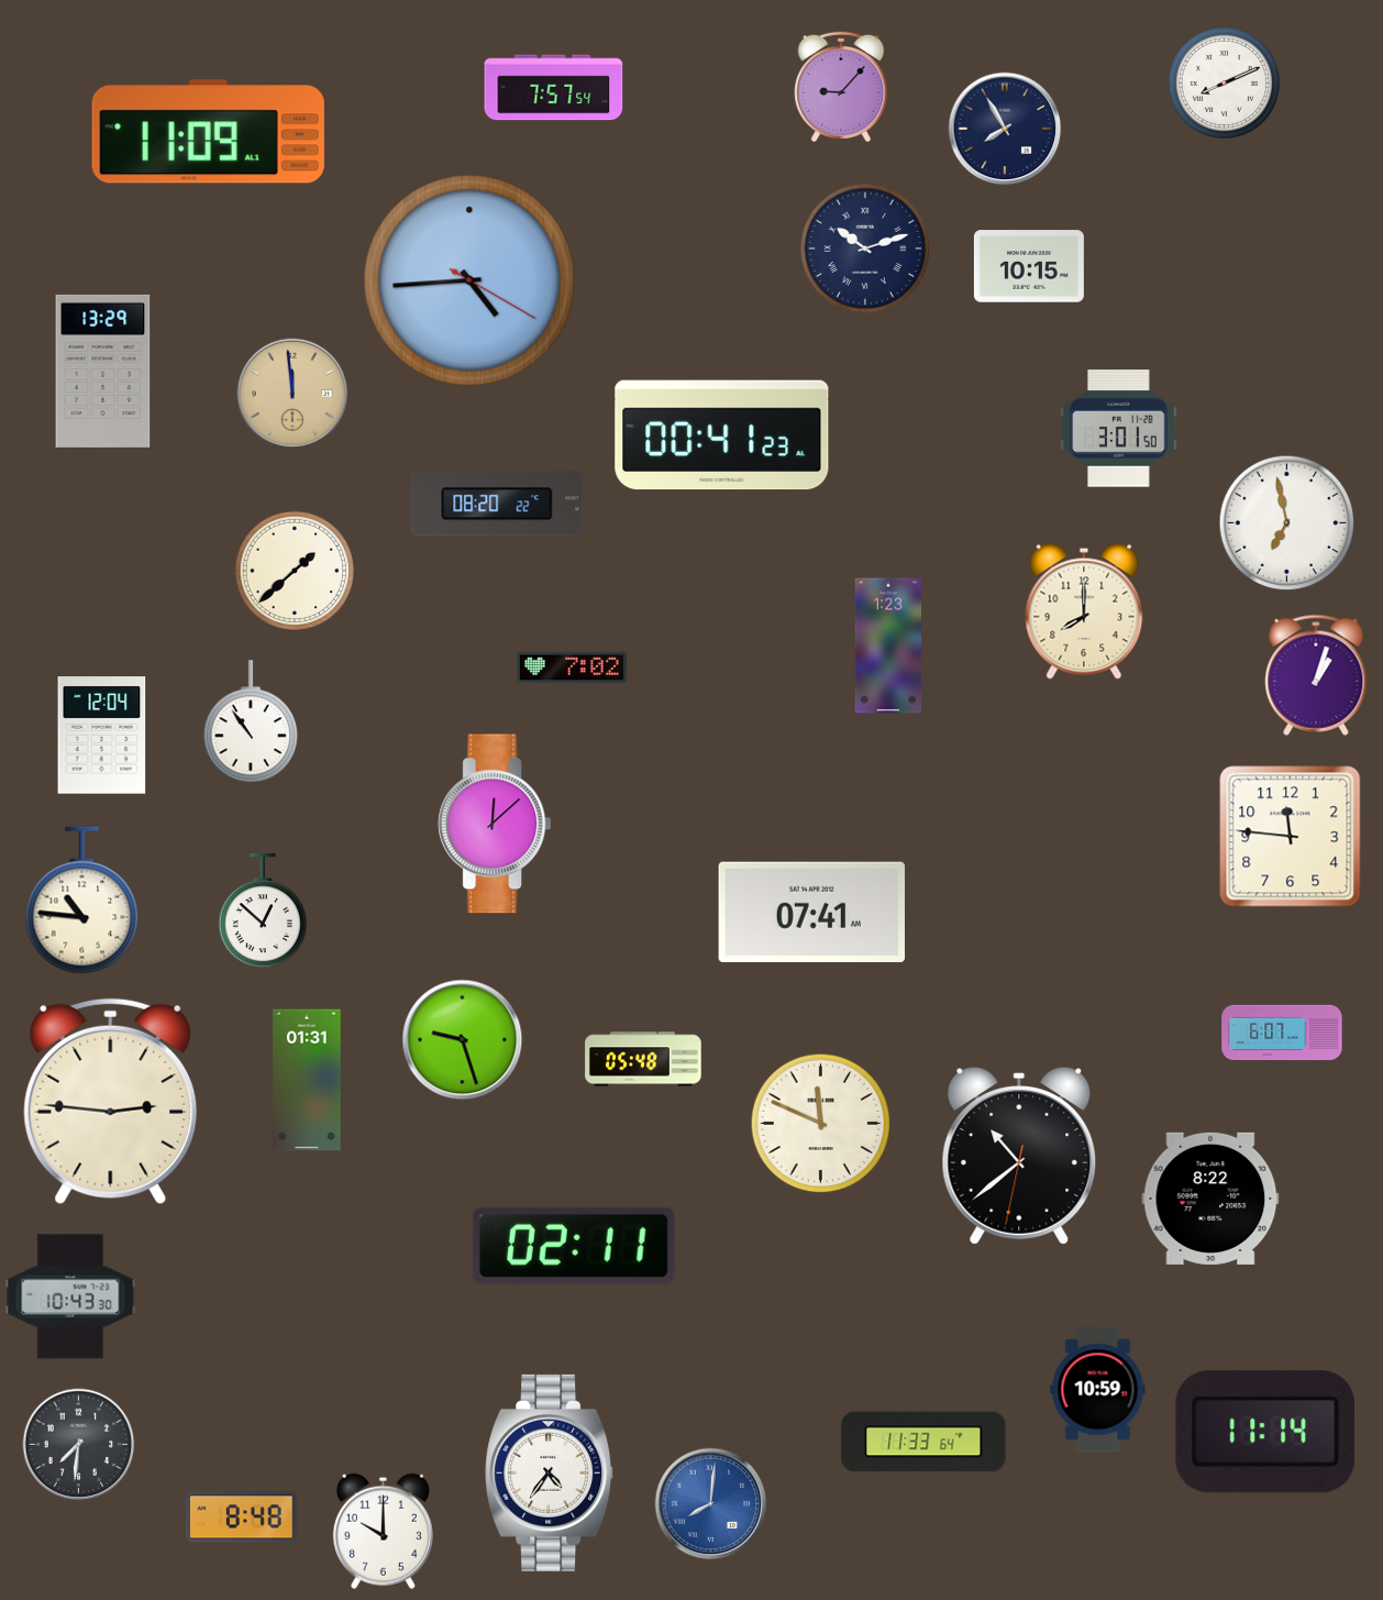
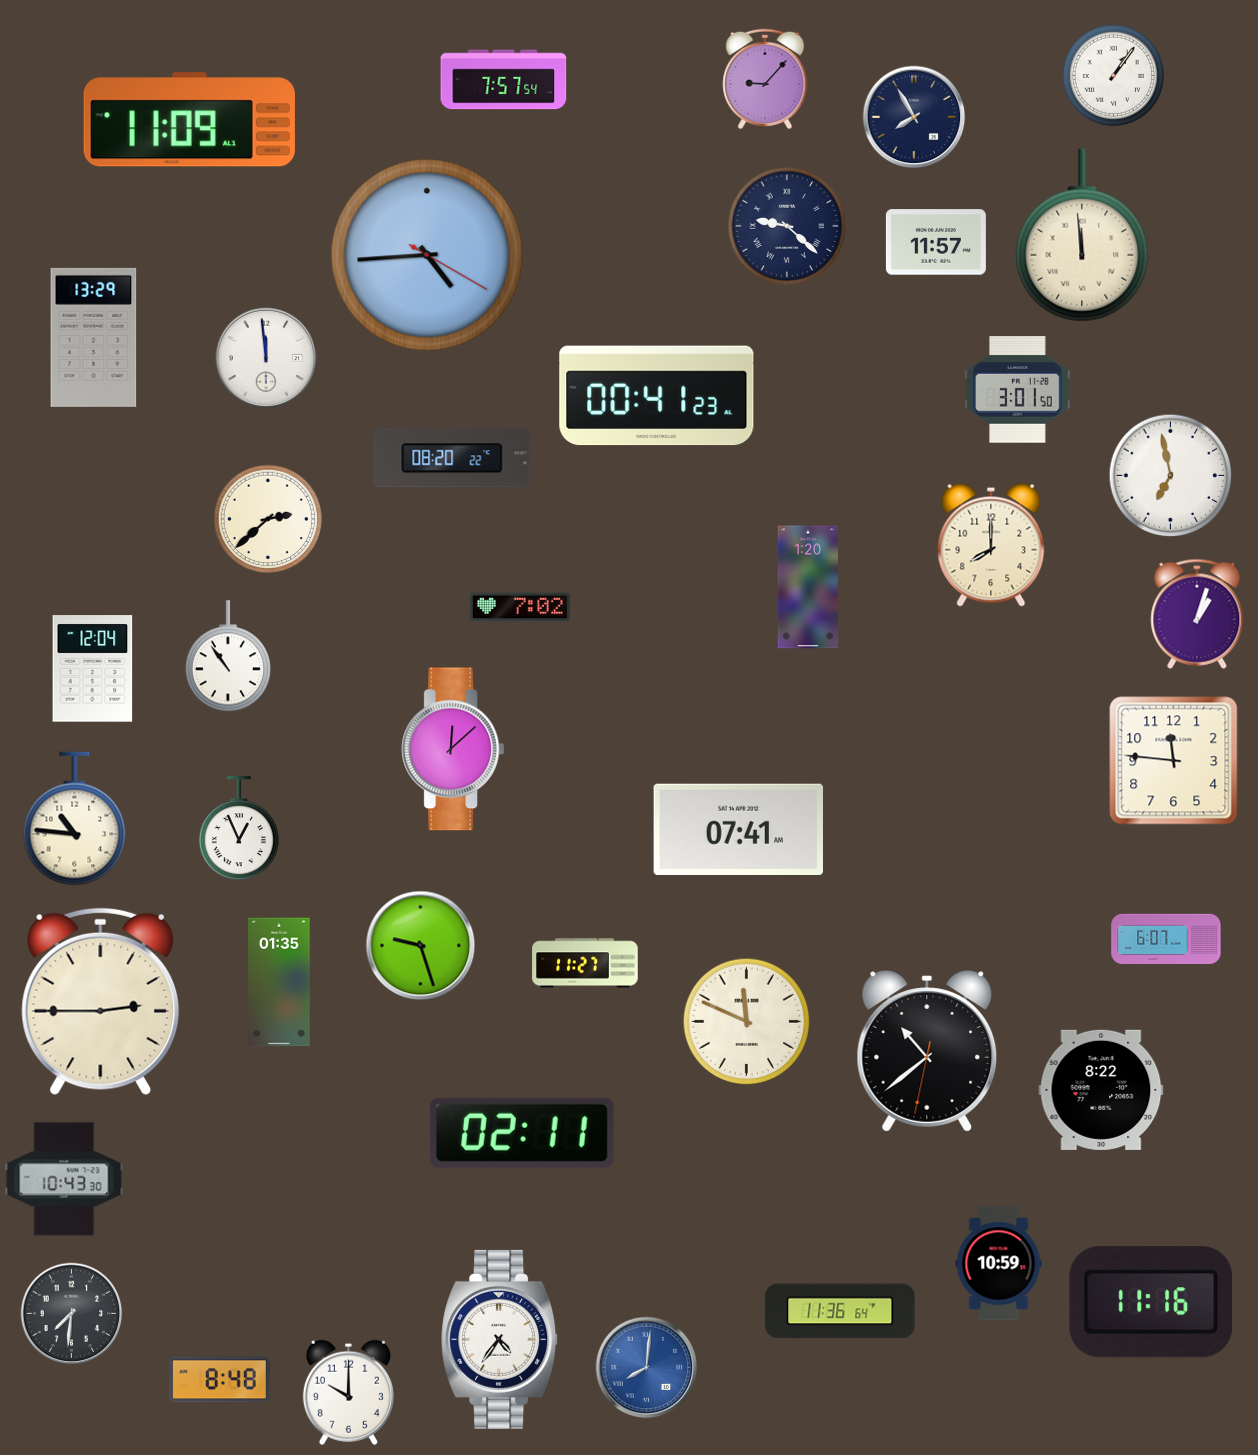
clock at (1224, 82): 8:11 -> 1:06
clock at (865, 249): 10:12 -> 9:22
clock at (1082, 235): none -> 11:59
clock at (1029, 266): 10:15 -> 11:57
clock at (292, 394) dial: champagne -> white
clock at (294, 570): 1:38 -> 2:38
clock at (1084, 611) position: (1084, 611) -> (991, 545)
clock at (888, 645): 1:23 -> 1:20
clock at (495, 824) position: (495, 824) -> (453, 749)
clock at (263, 912): 12:52 -> 12:56
clock at (643, 1059): 05:48 -> 11:27
clock at (307, 1080): 01:31 -> 01:35
clock at (111, 1102): 2:46 -> 2:45
clock at (1265, 1432): 11:14 -> 11:16
clock at (923, 1442): 11:33 -> 11:36
